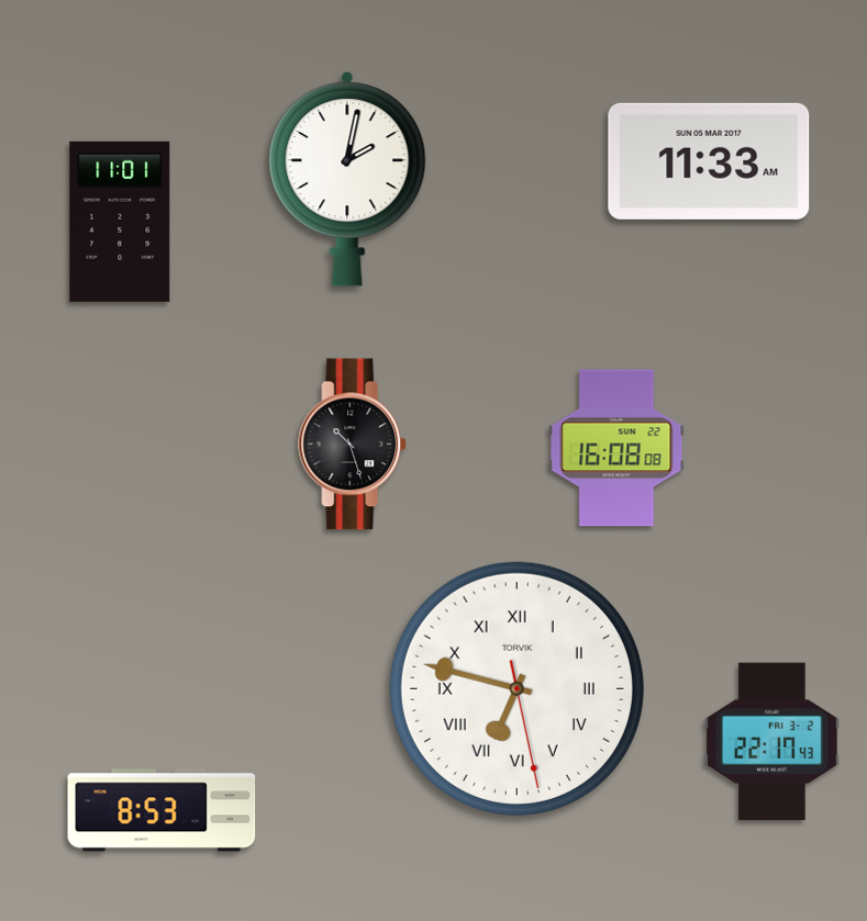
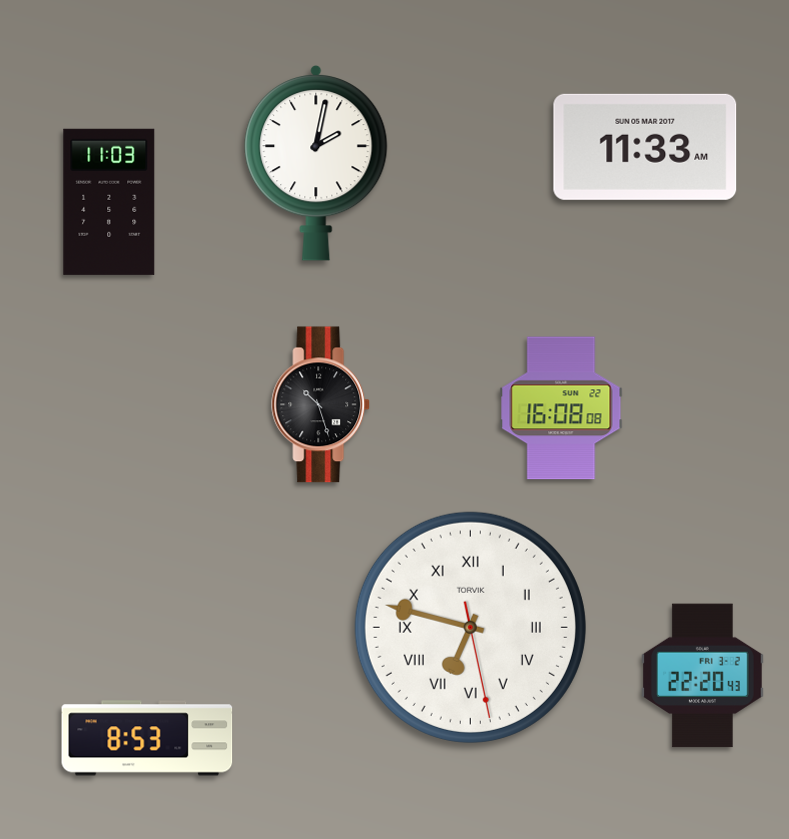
clock at (120, 222): 11:01 -> 11:03
clock at (772, 742): 22:17 -> 22:20
